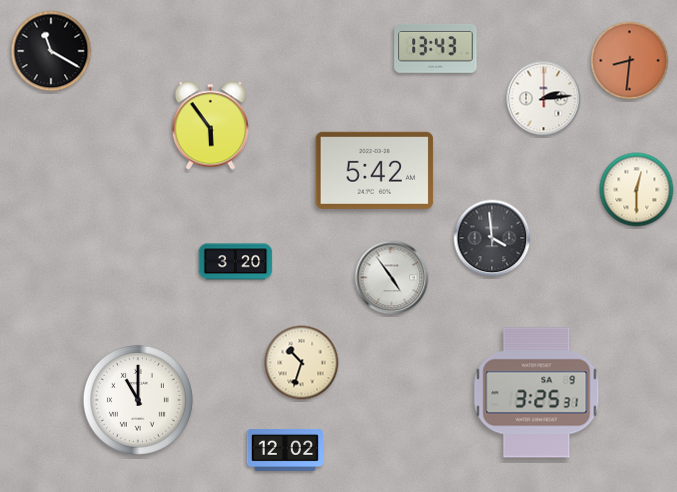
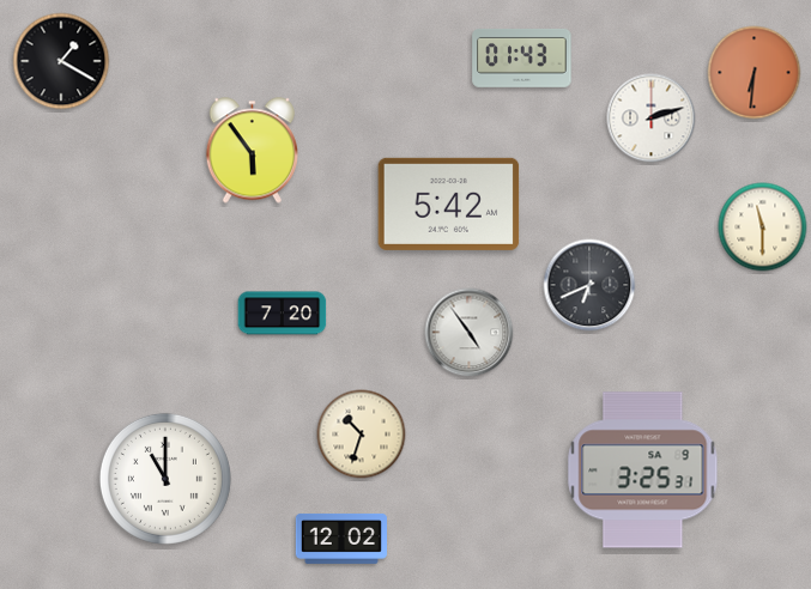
clock at (436, 48): 13:43 -> 01:43
clock at (51, 51): 11:20 -> 1:20
clock at (630, 61): 8:31 -> 6:31
clock at (544, 99): 2:14 -> 2:12
clock at (637, 190): 12:30 -> 11:30
clock at (492, 238): 3:59 -> 6:41
clock at (236, 262): 3:20 -> 7:20
